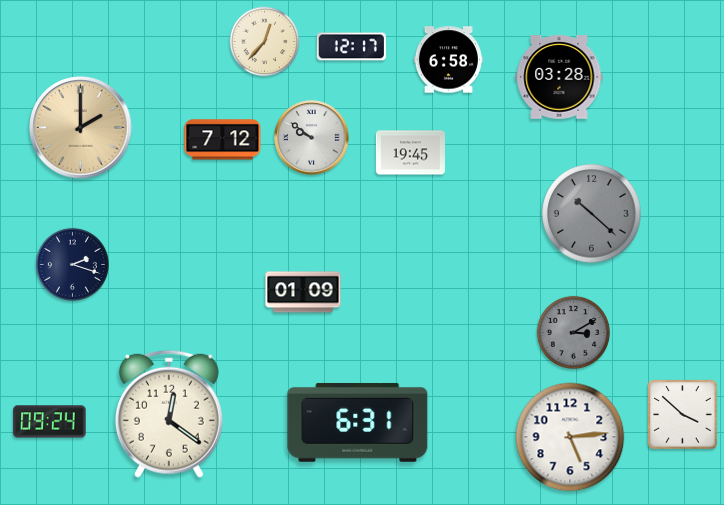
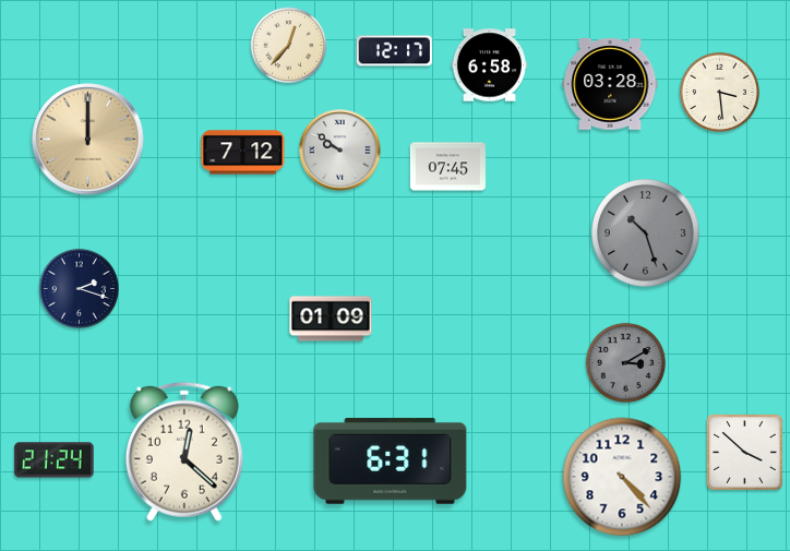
clock at (351, 47) position: (351, 47) -> (394, 51)
clock at (719, 92): none -> 3:29
clock at (81, 128): 2:00 -> 12:00
clock at (410, 153): 19:45 -> 07:45
clock at (592, 214): 10:22 -> 10:27
clock at (169, 414): 12:21 -> 12:22
clock at (50, 422): 09:24 -> 21:24
clock at (570, 437): 5:14 -> 4:23
